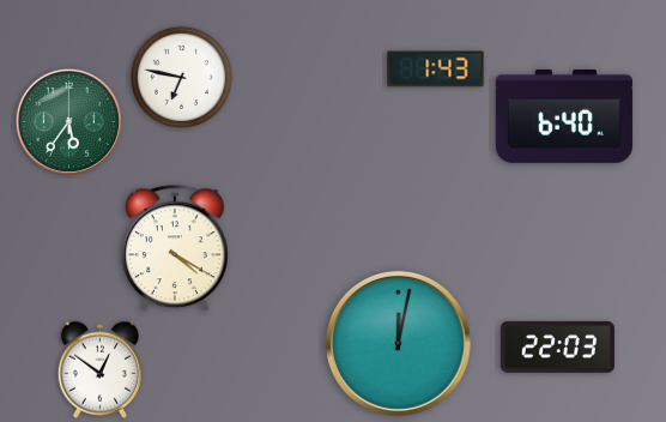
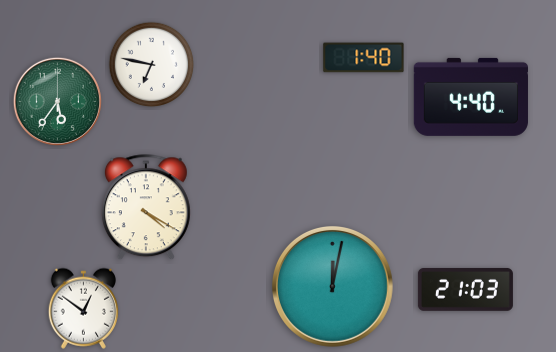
clock at (436, 70): 1:43 -> 1:40
clock at (564, 116): 6:40 -> 4:40
clock at (557, 346): 22:03 -> 21:03
